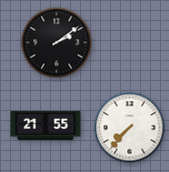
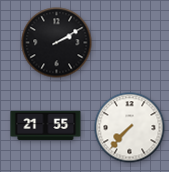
clock at (57, 43): 2:09 -> 2:10
